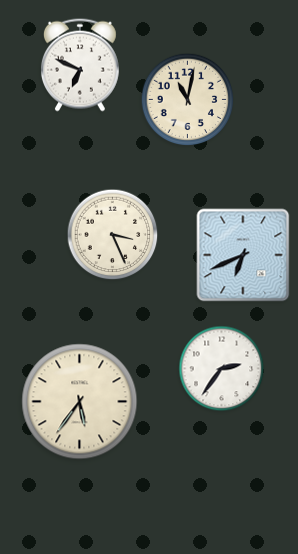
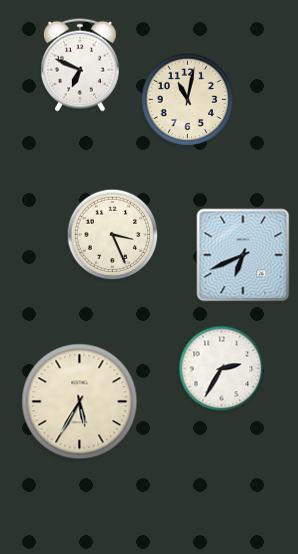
clock at (222, 369): 2:36 -> 2:35
clock at (80, 402): 5:36 -> 5:35
